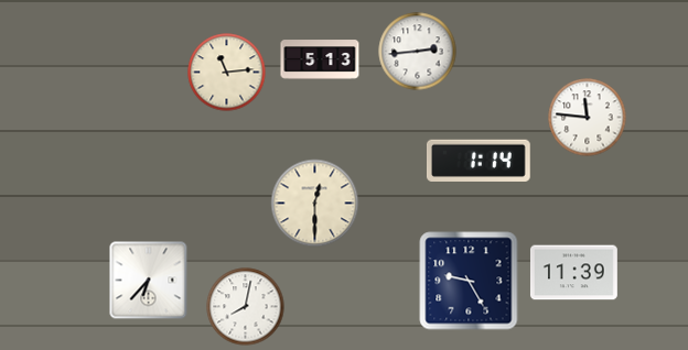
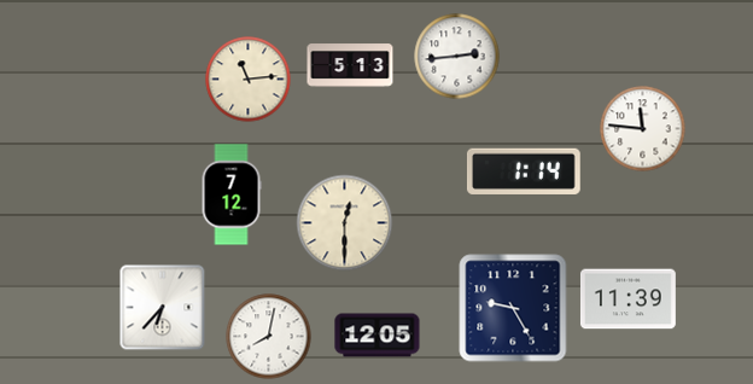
clock at (479, 160) position: (479, 160) -> (524, 170)
clock at (232, 194): none -> 7:12
clock at (378, 336): none -> 12:05
